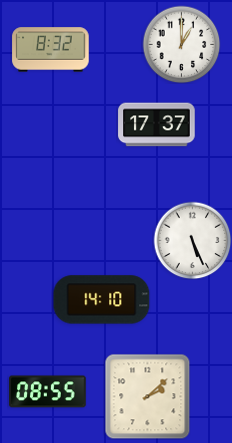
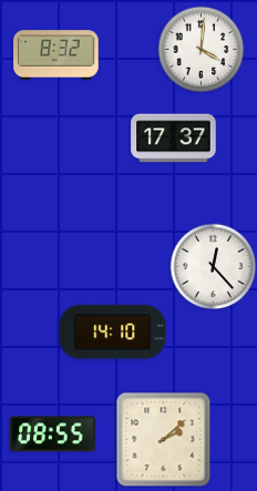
clock at (181, 44): 1:00 -> 4:01
clock at (192, 240): 5:26 -> 12:23
